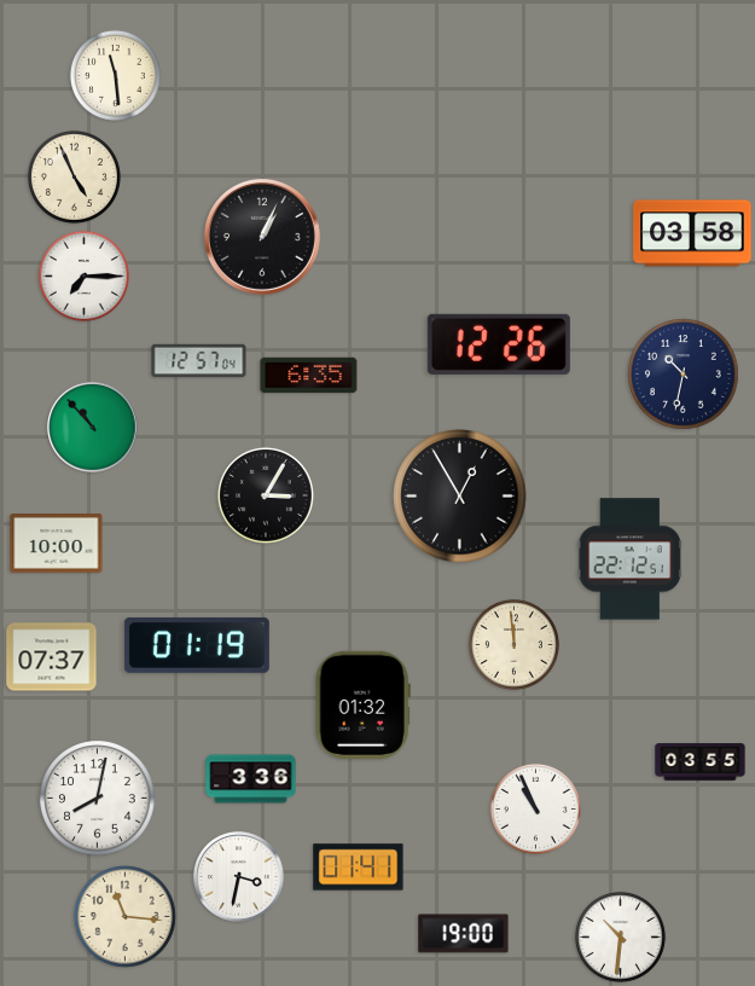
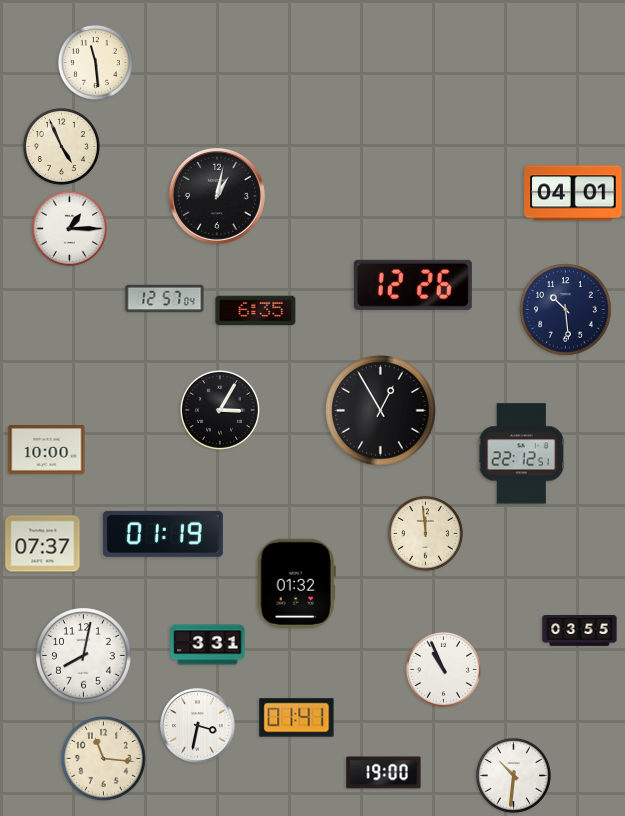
clock at (692, 233): 03:58 -> 04:01
clock at (262, 237): 1:04 -> 1:02
clock at (83, 275): 7:15 -> 1:15
clock at (684, 375): 10:32 -> 10:29
clock at (93, 428): 10:53 -> none
clock at (629, 559) position: (629, 559) -> (521, 454)
clock at (362, 704) position: (362, 704) -> (296, 583)
clock at (251, 779): 3:36 -> 3:31
clock at (98, 799) position: (98, 799) -> (84, 656)
